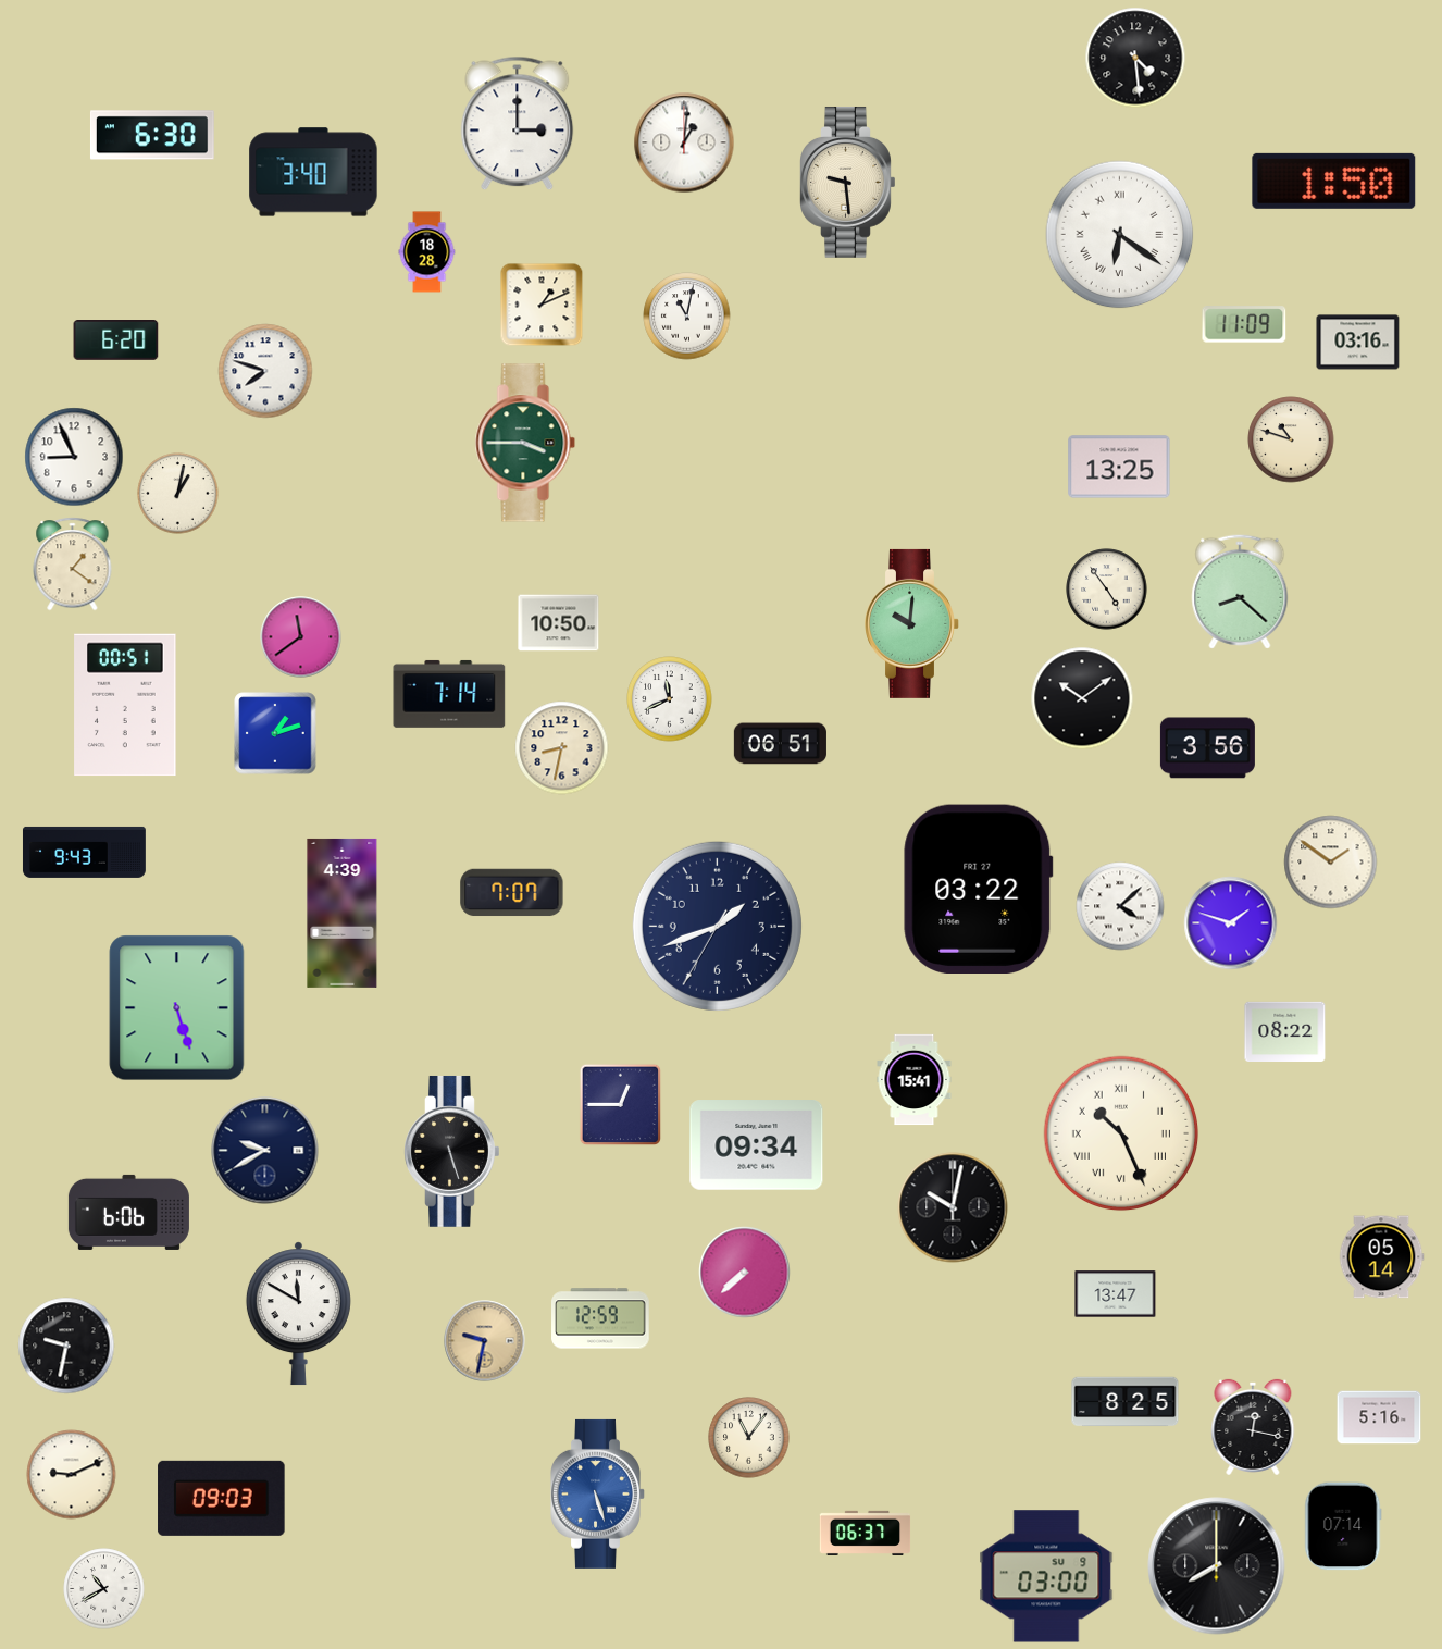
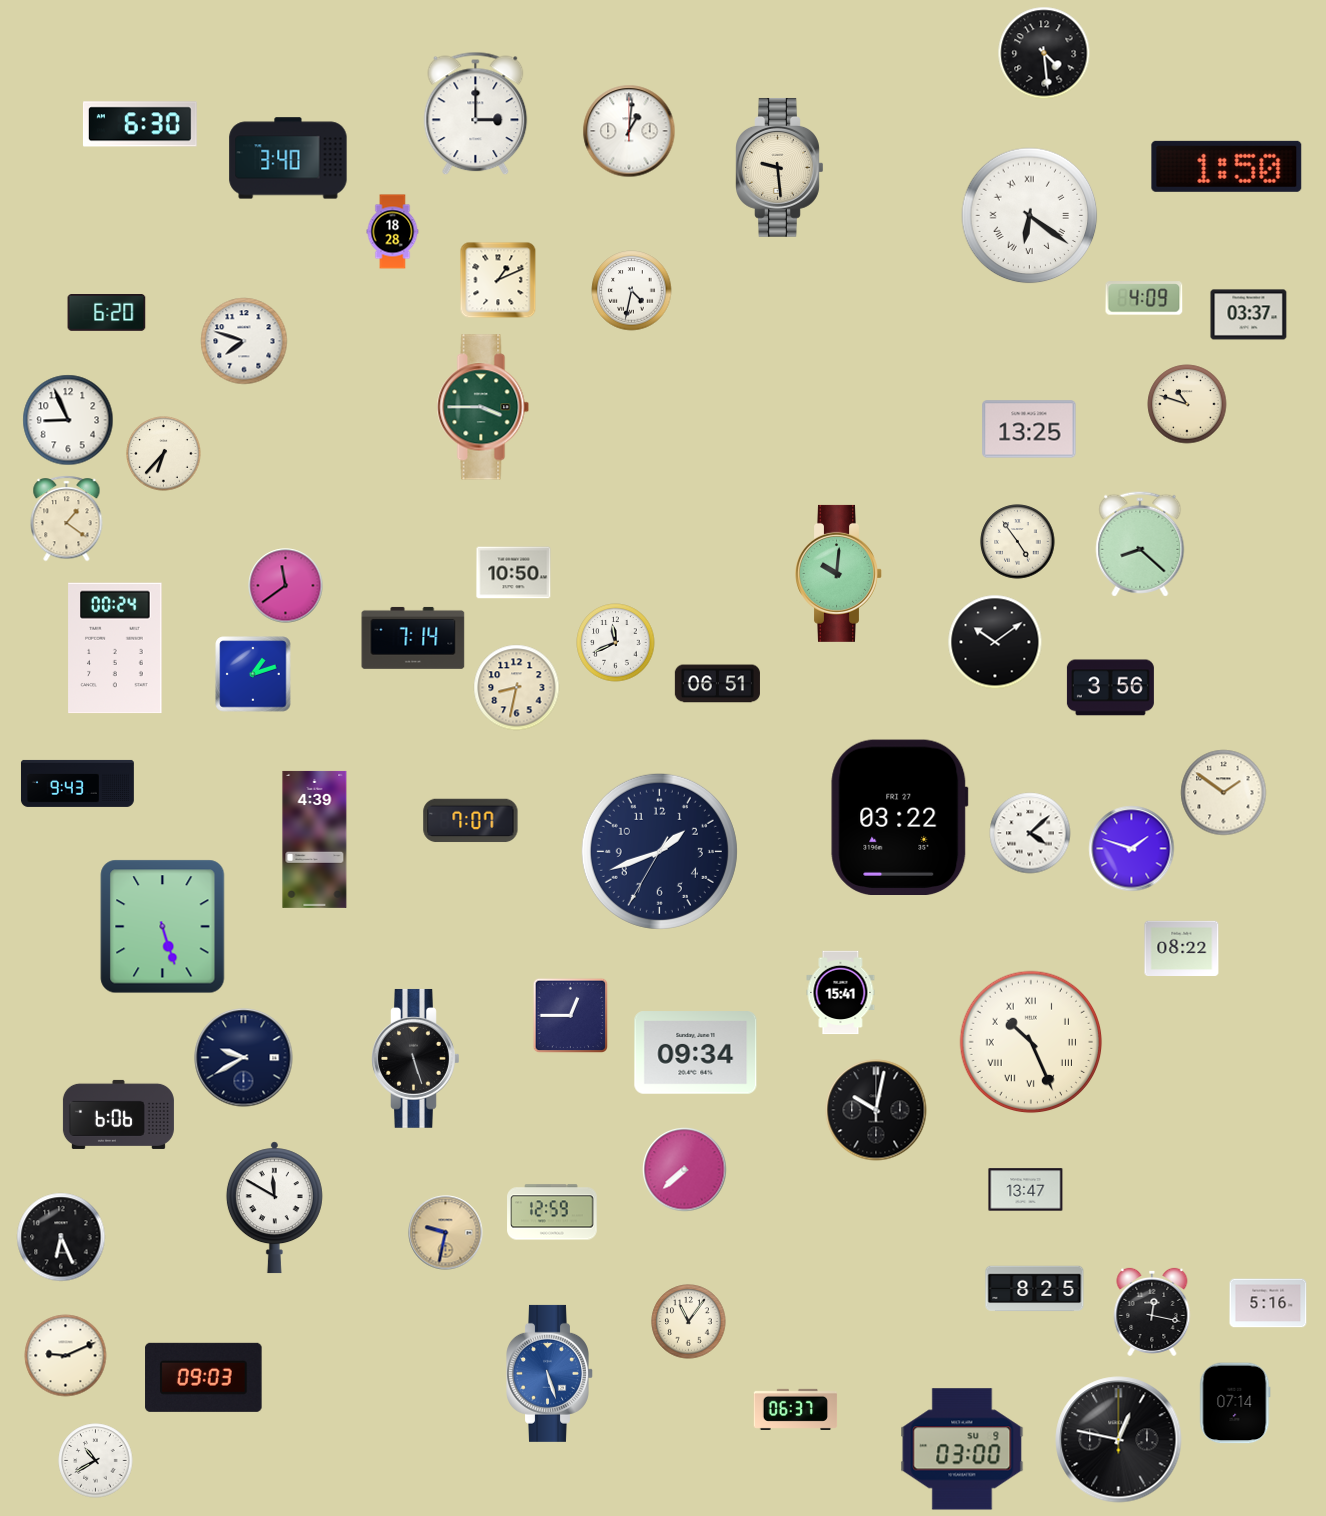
clock at (687, 317): 11:02 -> 4:32
clock at (1244, 324): 11:09 -> 4:09
clock at (1358, 343): 03:16 -> 03:37
clock at (178, 494): 1:02 -> 6:37
clock at (301, 637) position: (301, 637) -> (286, 586)
clock at (125, 705): 00:51 -> 00:24
clock at (1381, 1257): 05:14 -> none
clock at (66, 1346): 9:32 -> 6:26
clock at (1217, 1566): 8:00 -> 12:47
